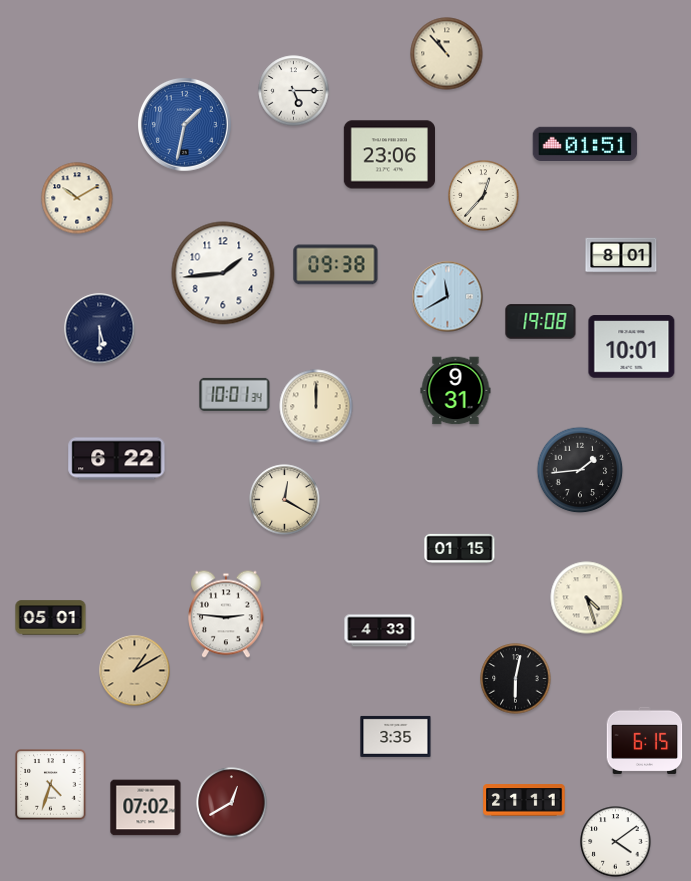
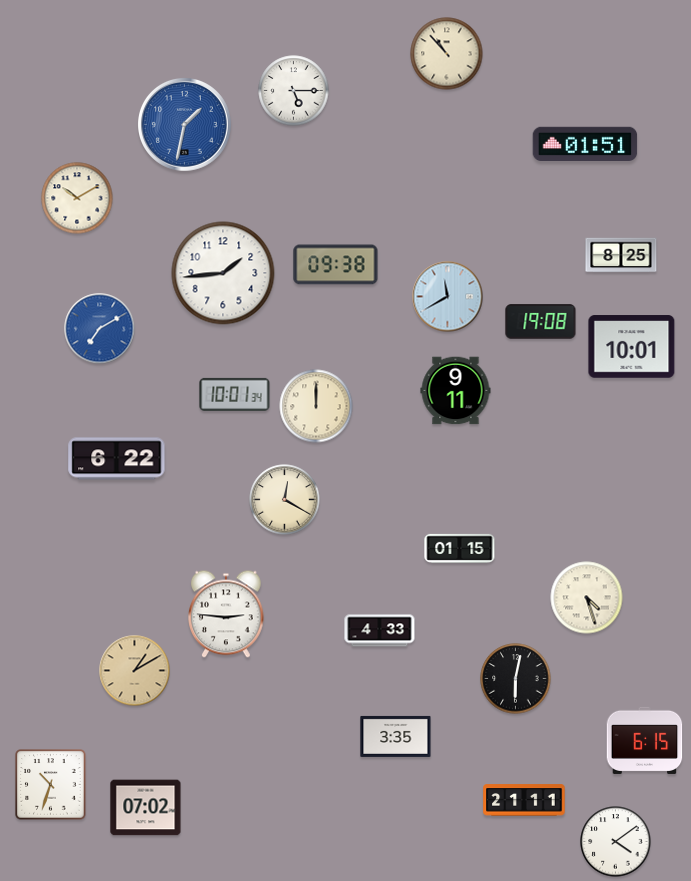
clock at (389, 155): 23:06 -> none
clock at (484, 196): 12:37 -> none
clock at (621, 255): 8:01 -> 8:25
clock at (100, 329): 5:30 -> 7:10
clock at (100, 329) dial: navy -> blue
clock at (456, 391): 9:31 -> 9:11
clock at (580, 470): 1:44 -> none
clock at (51, 618): 05:01 -> none
clock at (51, 785): 4:33 -> 10:33
clock at (232, 803): 12:40 -> none
